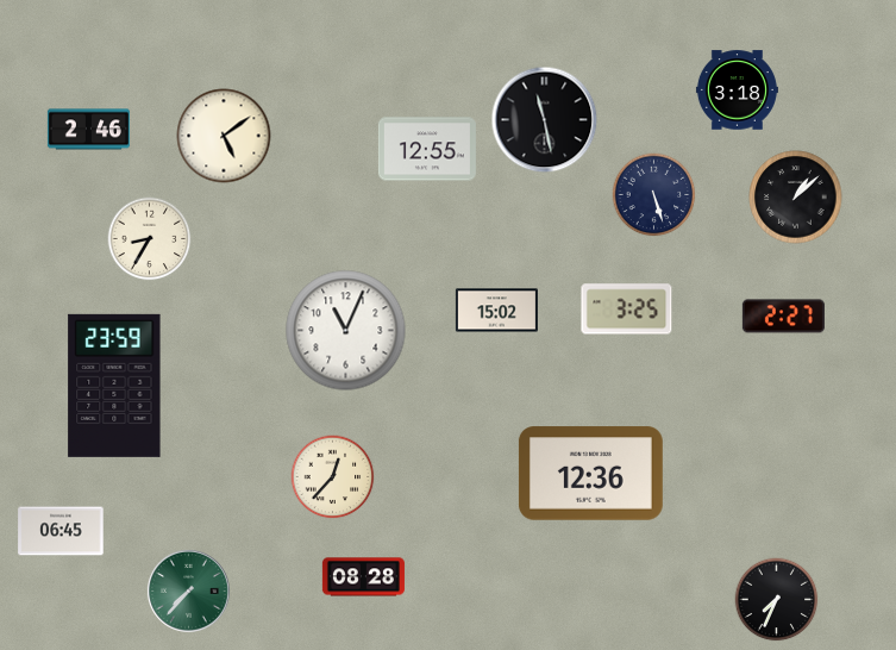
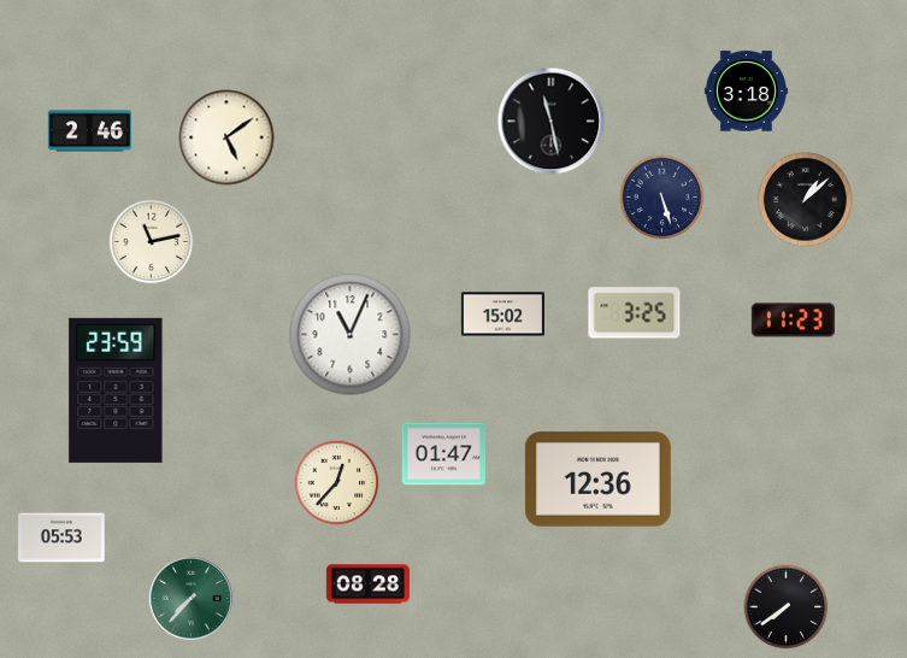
clock at (427, 149): 12:55 -> none
clock at (150, 239): 8:35 -> 11:13
clock at (783, 317): 2:27 -> 11:23
clock at (443, 454): none -> 01:47
clock at (61, 531): 06:45 -> 05:53
clock at (777, 600): 7:34 -> 7:39
